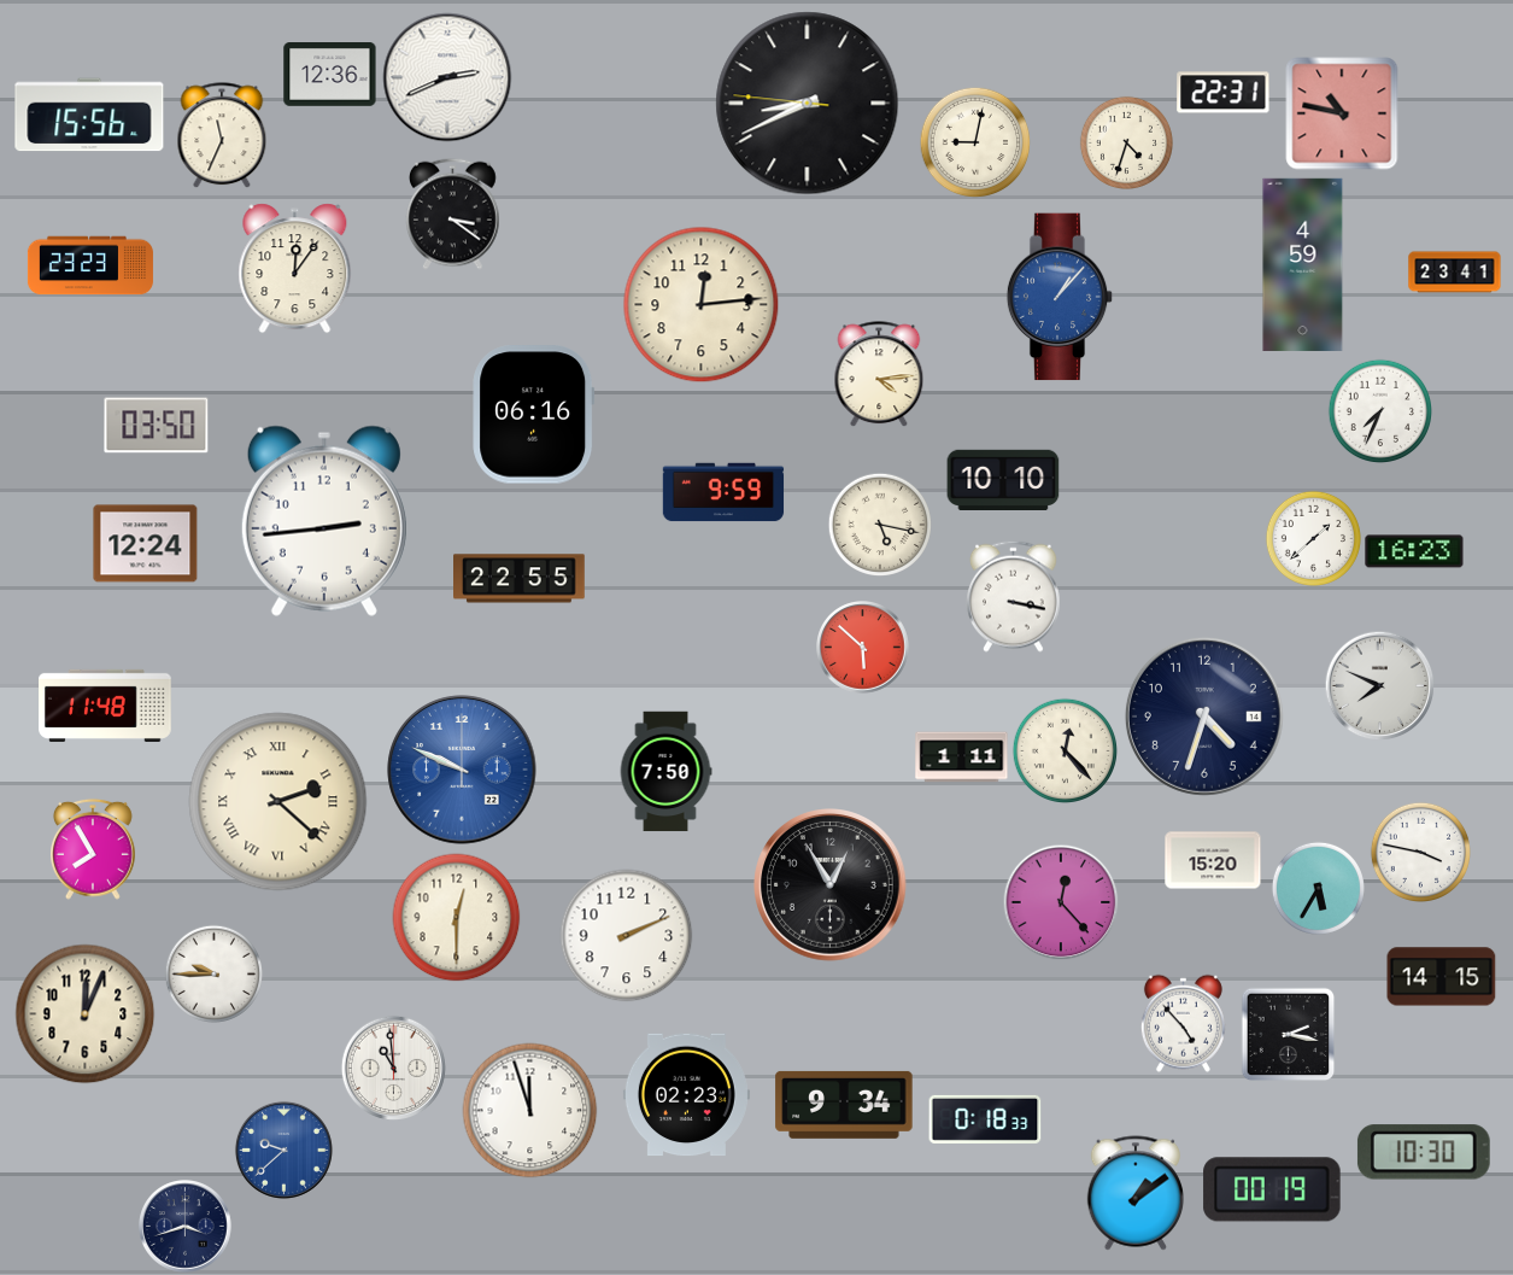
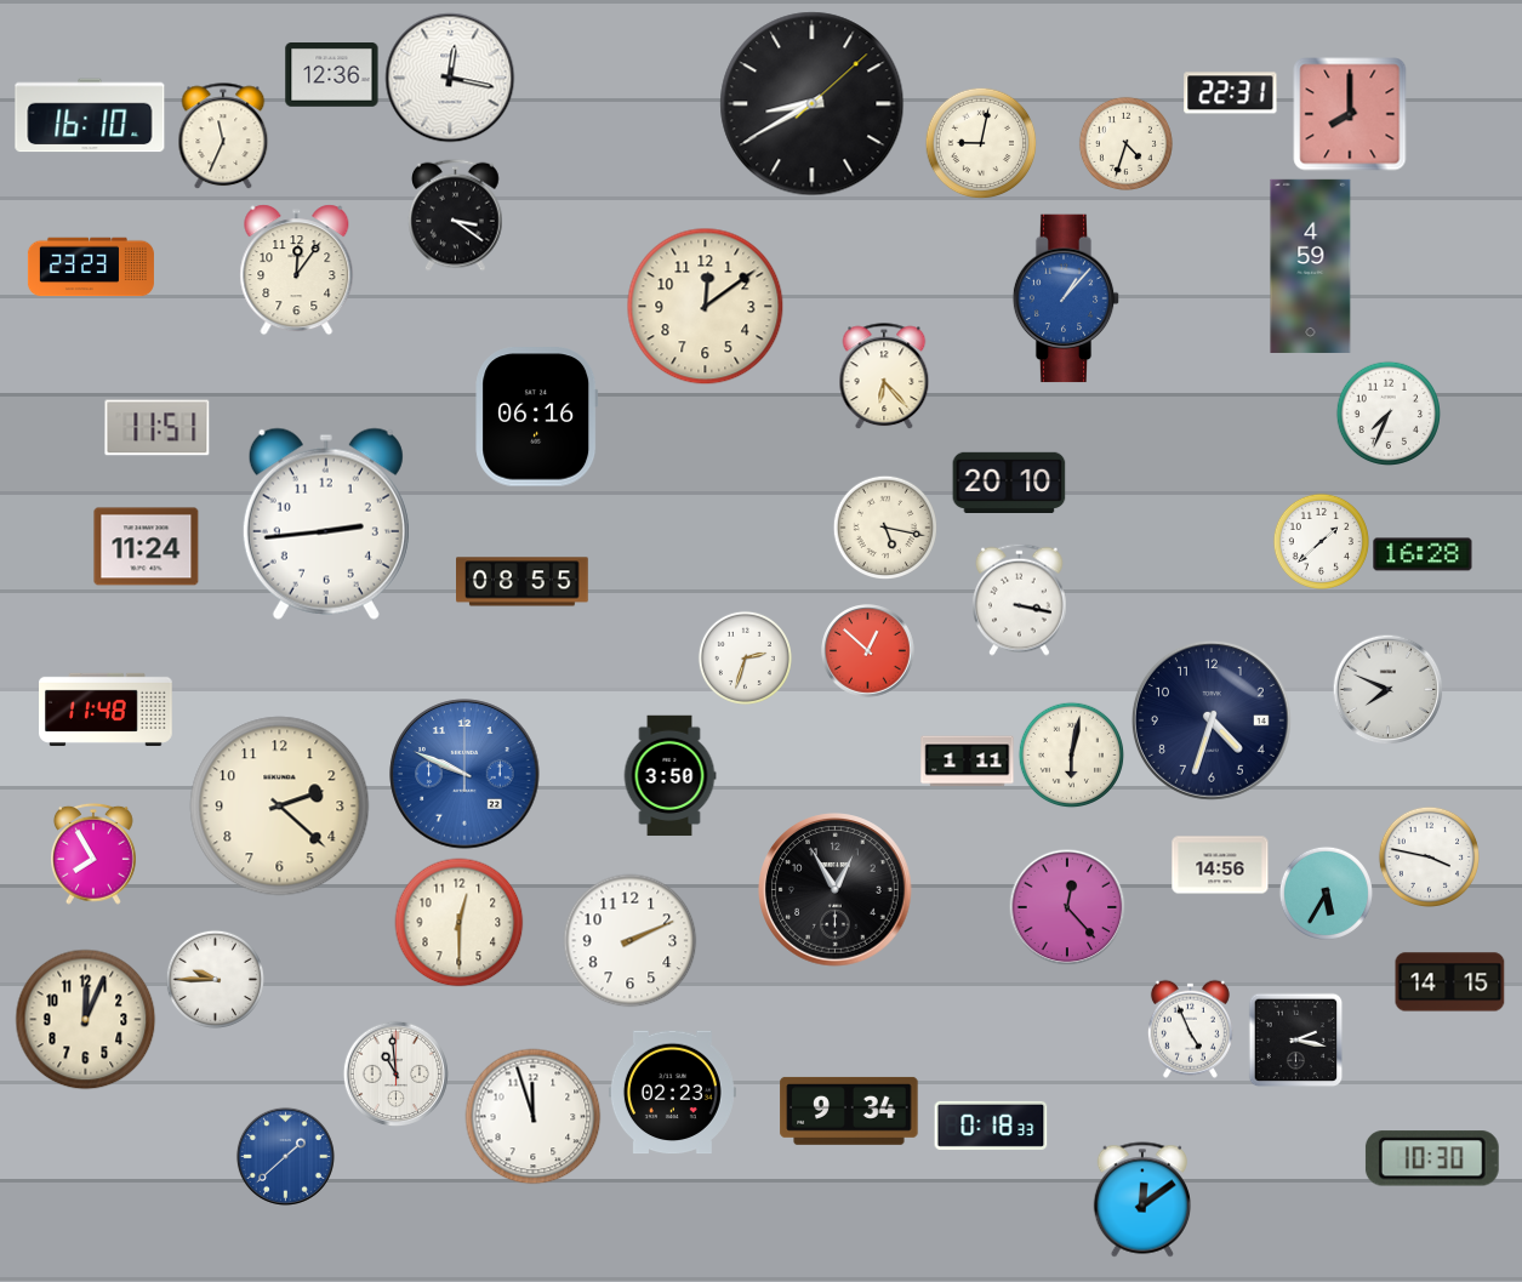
clock at (447, 77): 2:41 -> 12:17
clock at (808, 104): 8:40:46 -> 8:40:08
clock at (1342, 113): 10:47 -> 8:00
clock at (89, 115): 15:56 -> 16:10
clock at (1126, 142) position: (1126, 142) -> (1125, 143)
clock at (1455, 273): 23:41 -> none
clock at (702, 305): 12:14 -> 12:09
clock at (879, 374): 4:14 -> 6:23
clock at (157, 426): 03:50 -> 11:51
clock at (1003, 479): 10:10 -> 20:10
clock at (723, 492): 9:59 -> none
clock at (146, 544): 12:24 -> 11:24
clock at (1414, 551): 16:23 -> 16:28
clock at (520, 579): 22:55 -> 08:55
clock at (863, 648): 5:52 -> 12:52
clock at (745, 657): none -> 2:33
clock at (1065, 750): 12:23 -> 6:02
clock at (665, 772): 7:50 -> 3:50
clock at (278, 802) numerals: Roman -> Arabic
clock at (1213, 860): 15:20 -> 14:56
clock at (1183, 1023): 4:53 -> 4:56
clock at (686, 1095) position: (686, 1095) -> (672, 1093)
clock at (283, 1150): 9:38 -> 1:38
clock at (1272, 1189): 00:19 -> none
clock at (1134, 1193): 1:09 -> 12:09
clock at (186, 1227): 3:42 -> none
